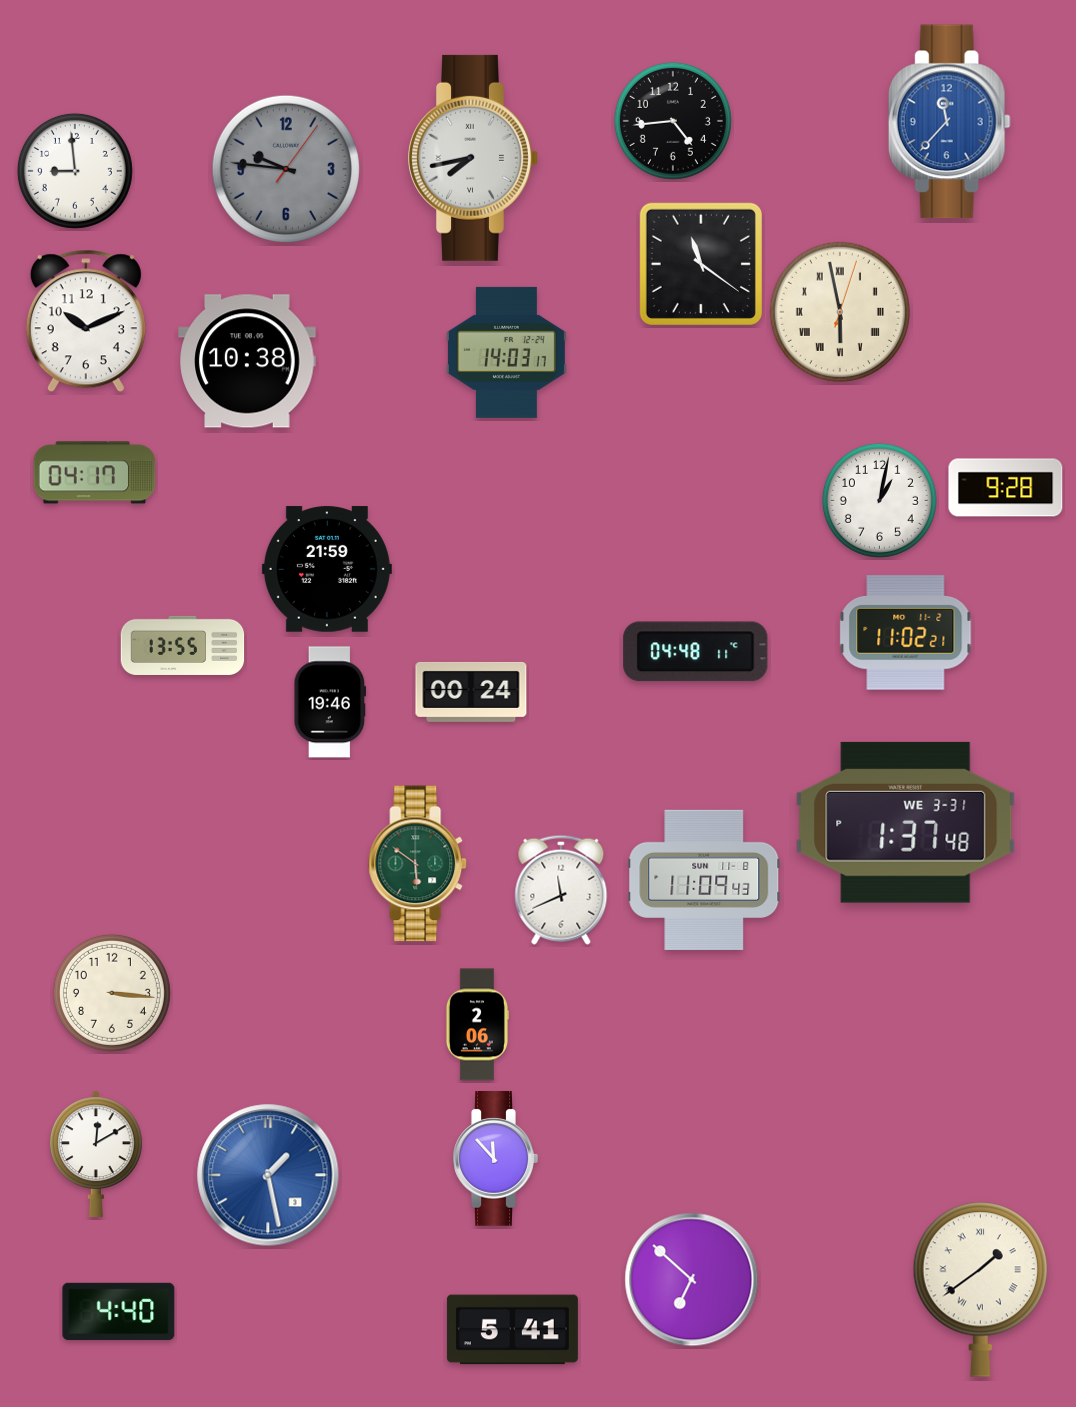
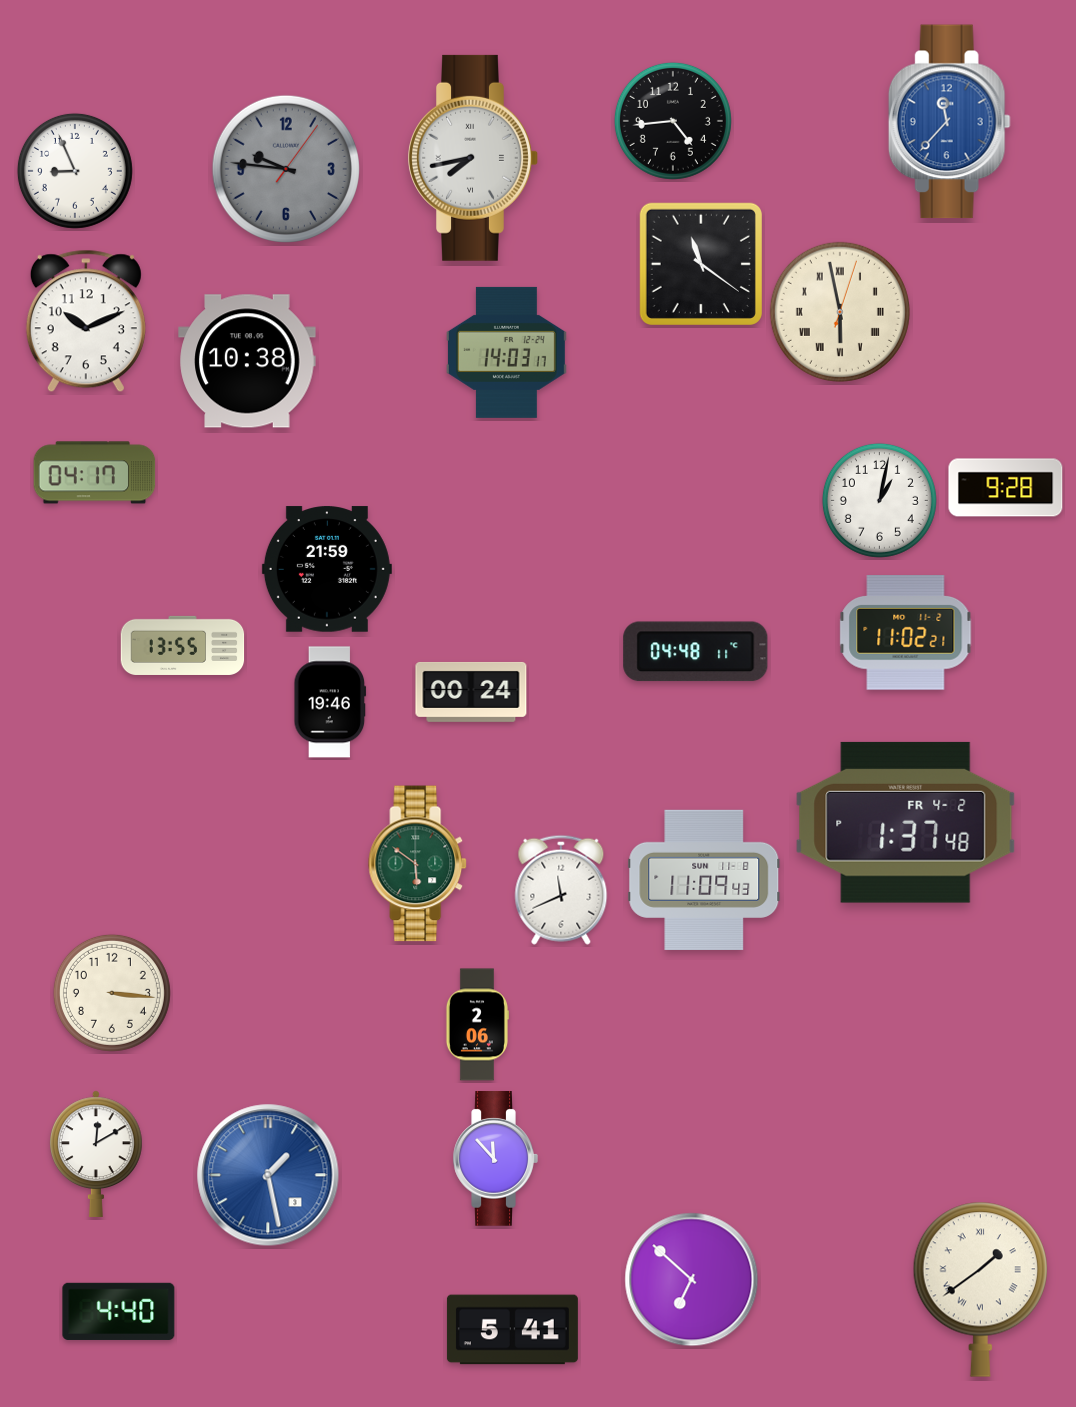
clock at (75, 171): 8:59 -> 8:56
clock at (906, 822) date: WE 3-31 -> FR 4-2
